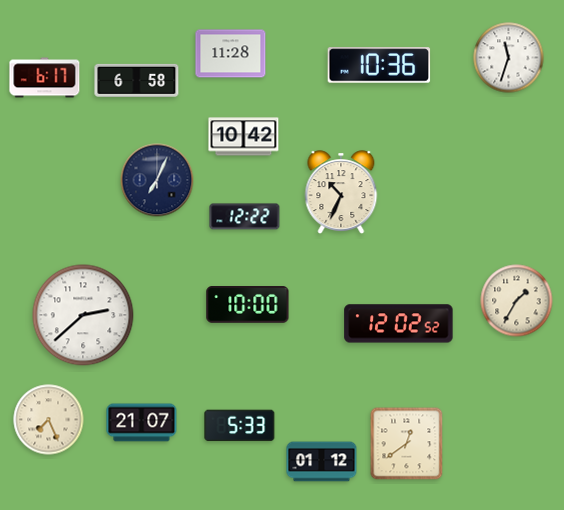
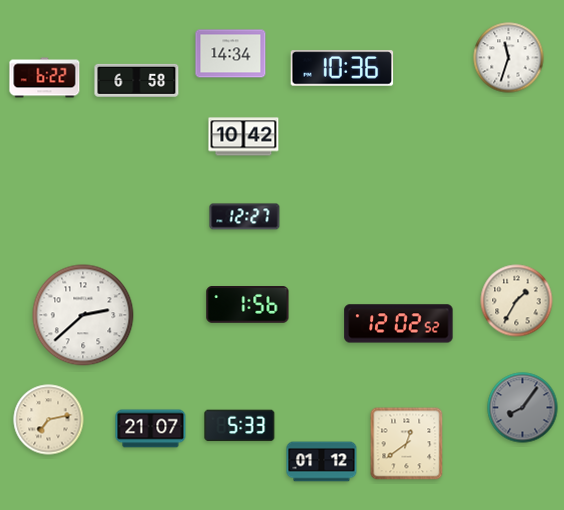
clock at (231, 54): 11:28 -> 14:34
clock at (379, 65) position: (379, 65) -> (342, 68)
clock at (45, 78): 6:17 -> 6:22
clock at (157, 180): 7:04 -> none
clock at (341, 193): 10:34 -> none
clock at (245, 217): 12:22 -> 12:27
clock at (248, 305): 10:00 -> 1:56
clock at (523, 408): none -> 8:06
clock at (49, 420): 7:26 -> 7:13
clock at (142, 423) position: (142, 423) -> (151, 429)
